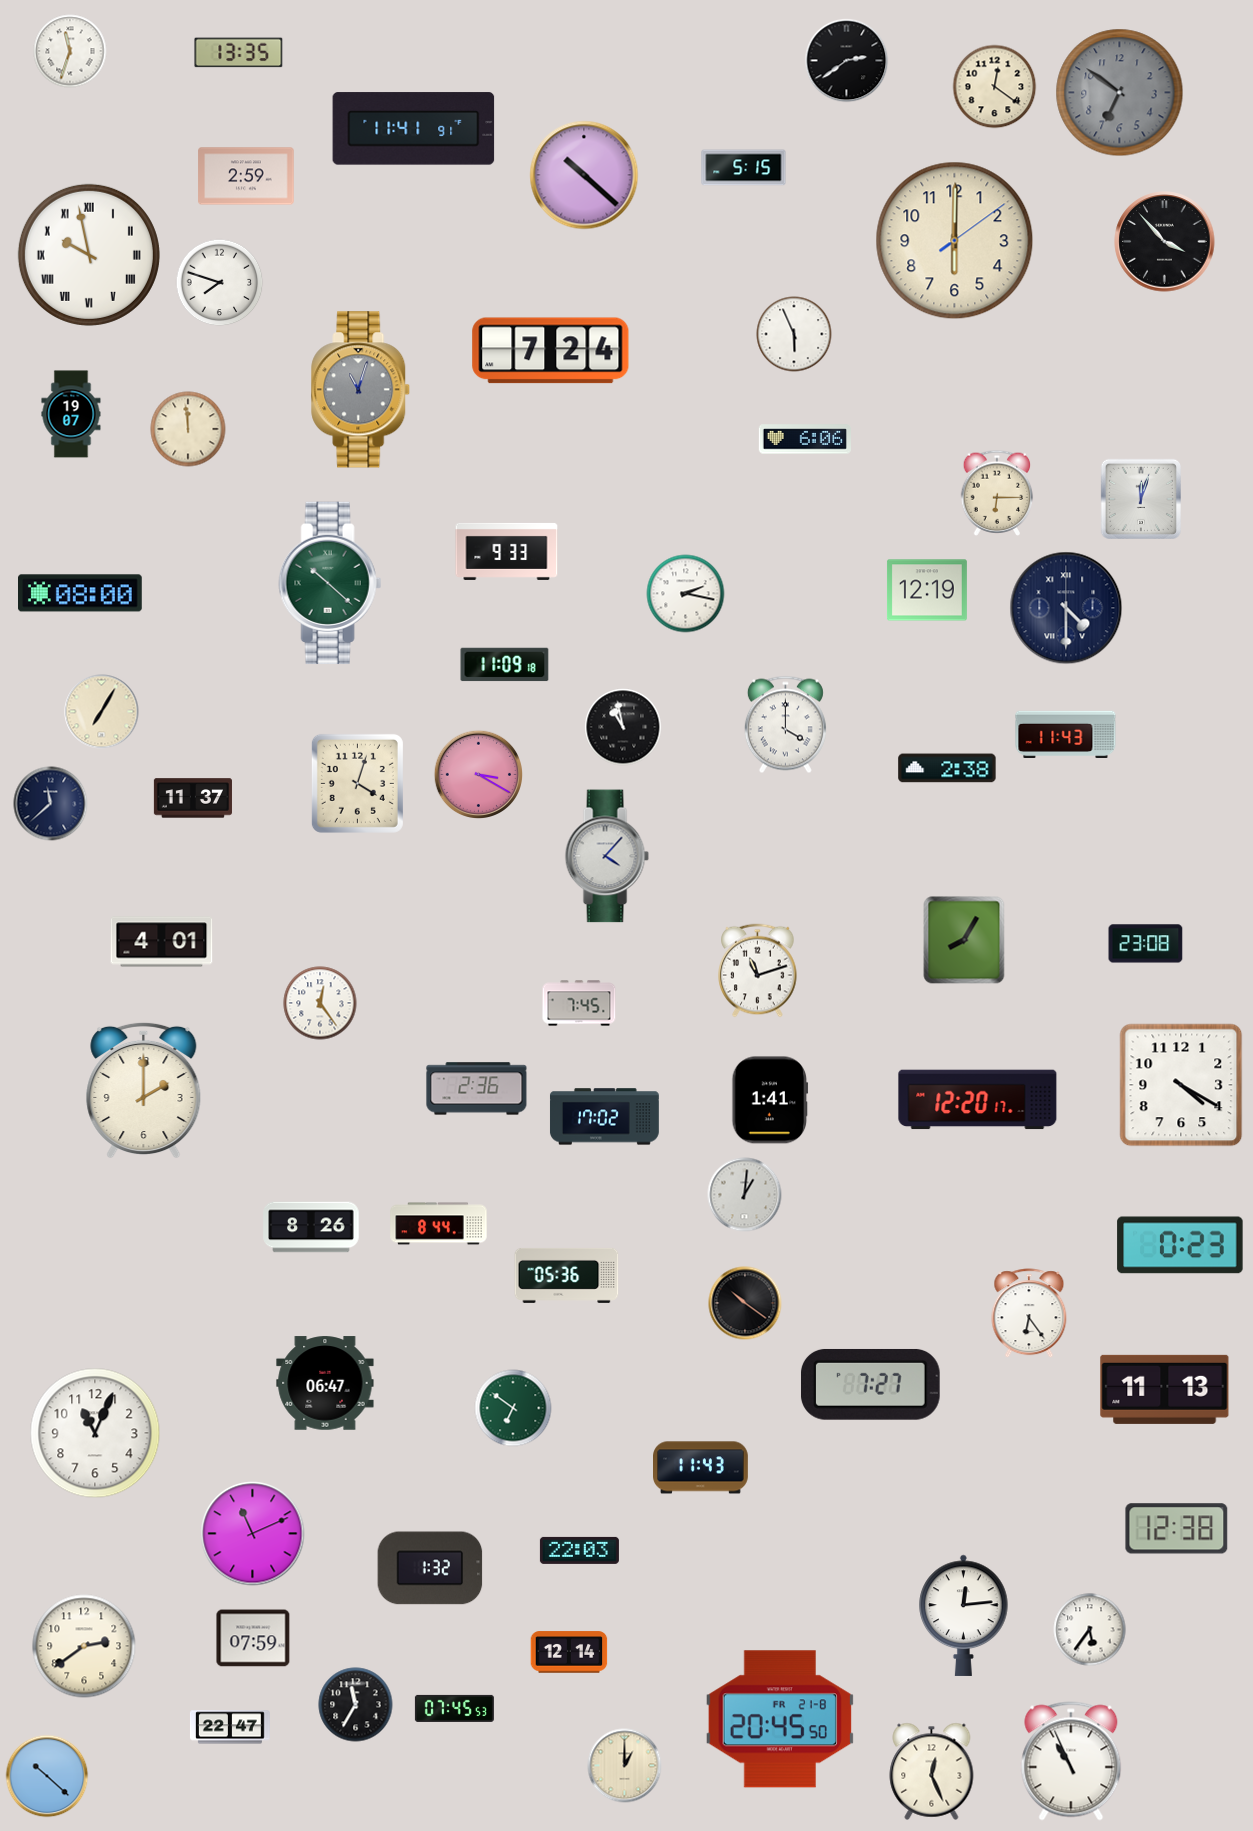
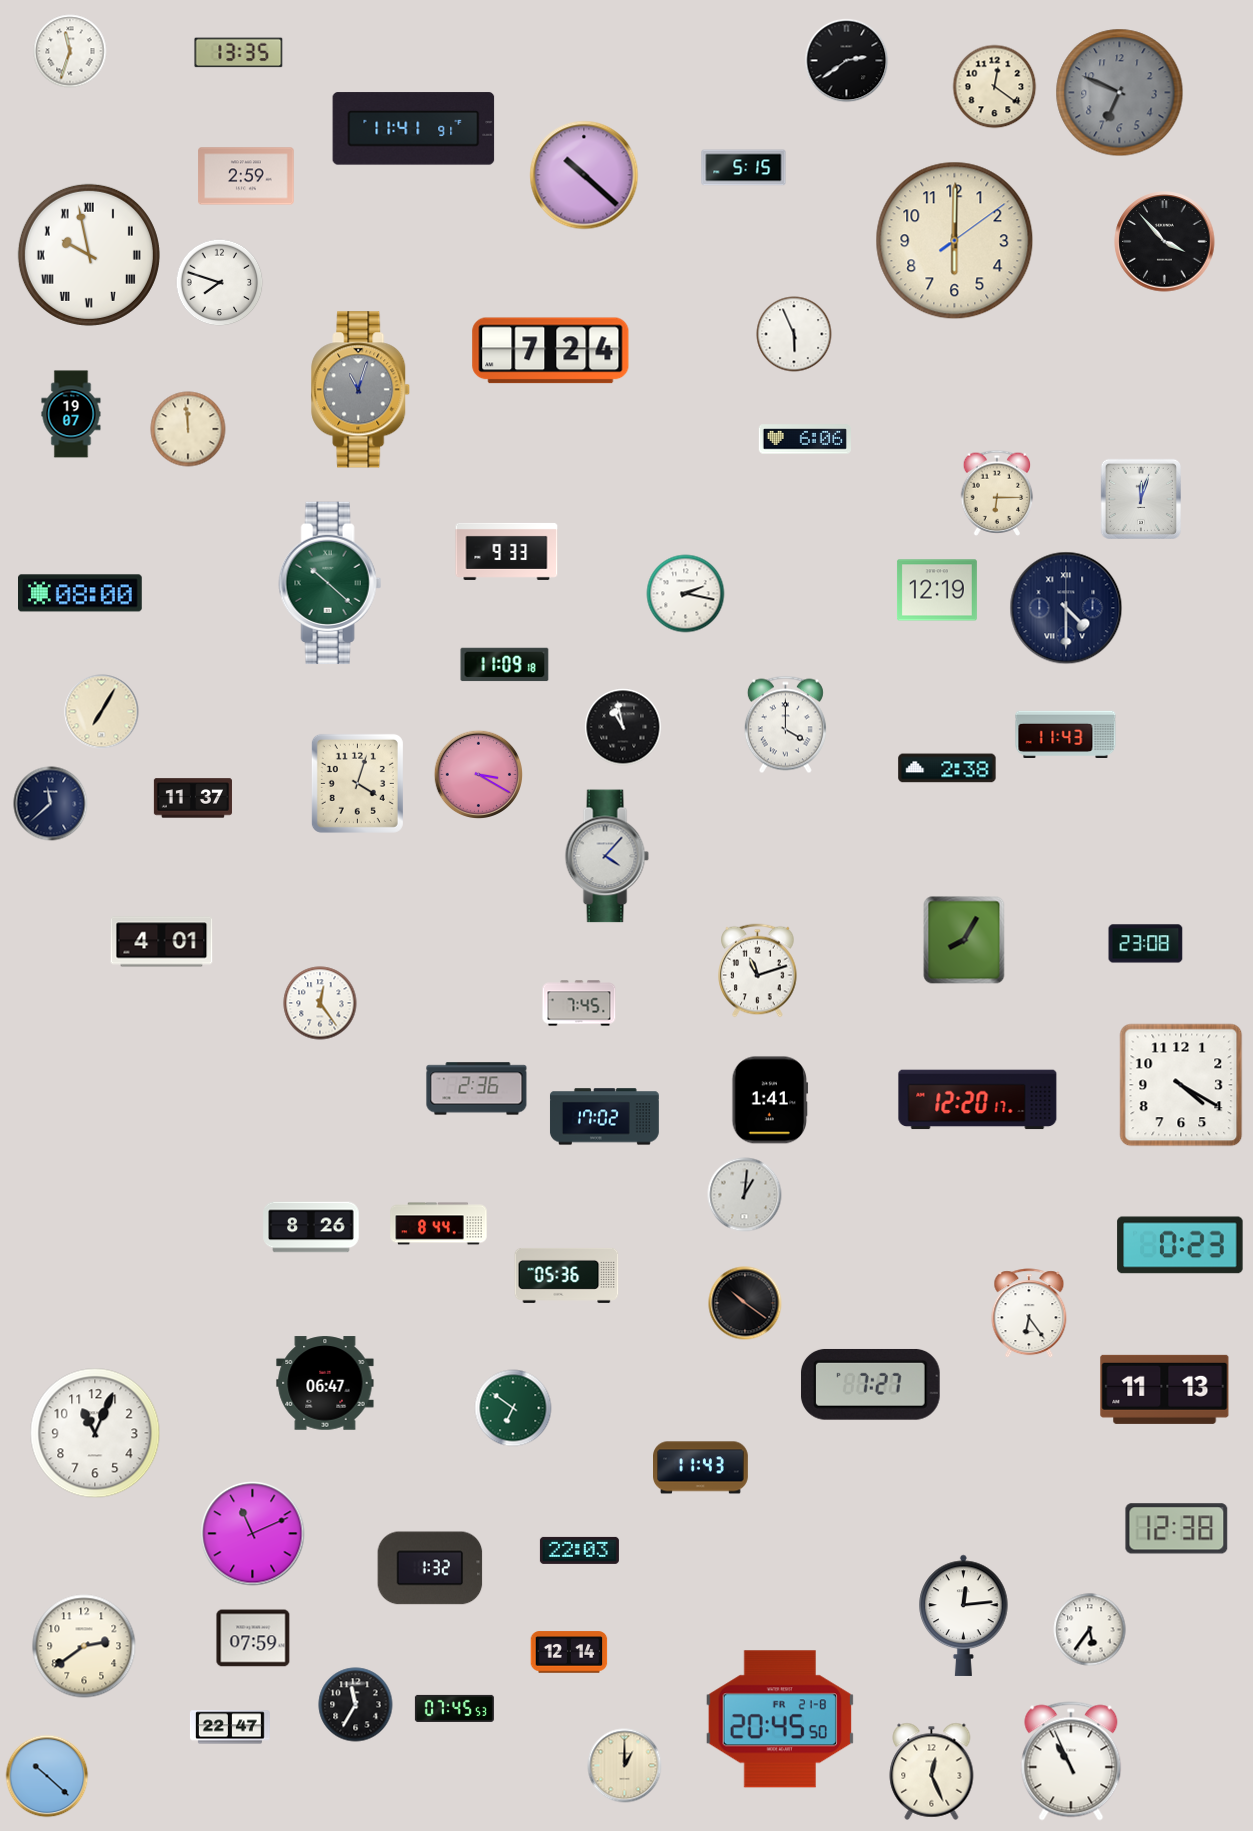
clock at (1120, 93): 6:51 -> 6:49
clock at (927, 590) position: (927, 590) -> (937, 590)
clock at (144, 1090): 2:00 -> none
